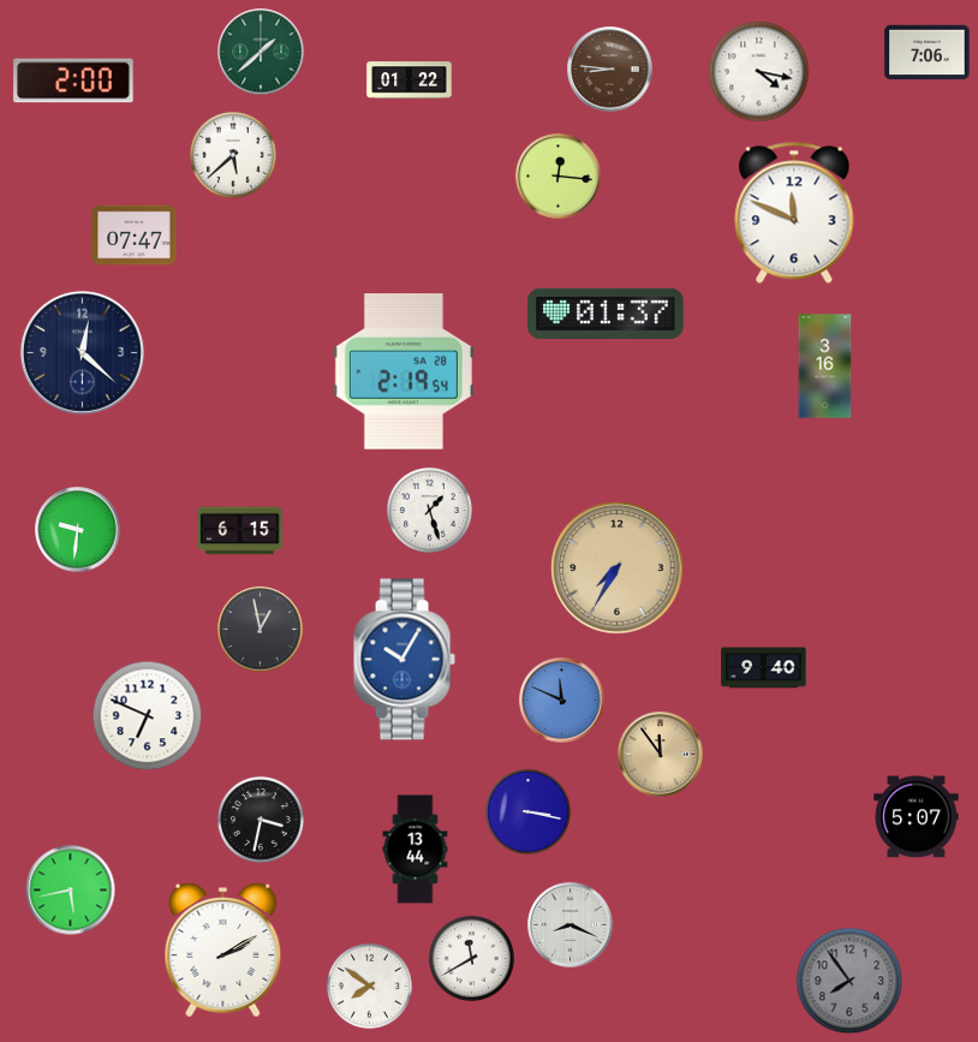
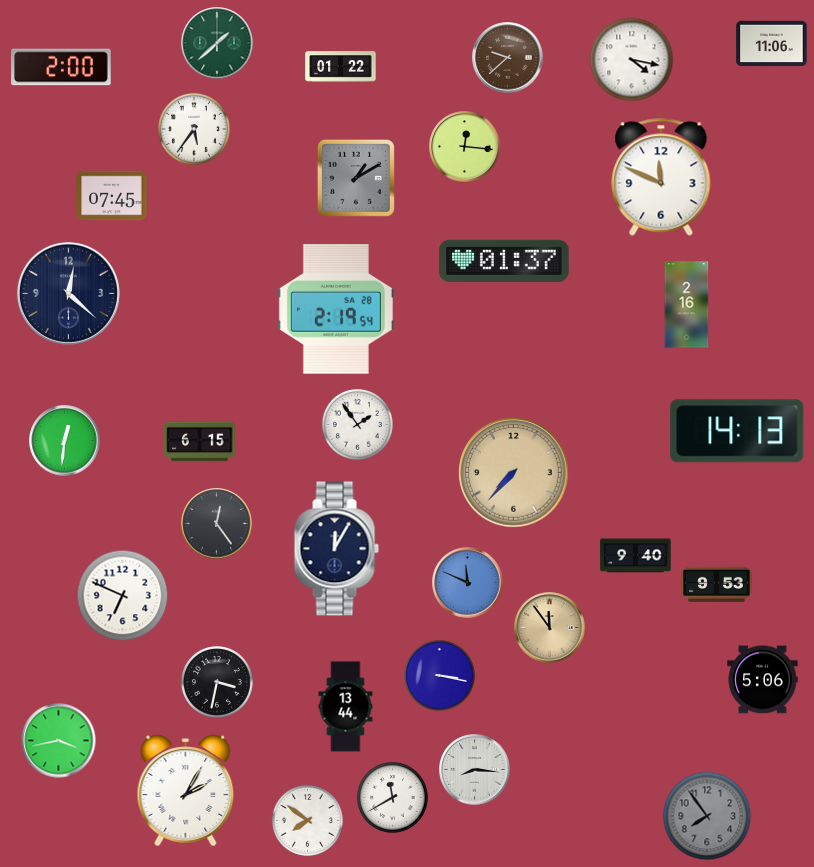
clock at (928, 53): 7:06 -> 11:06
clock at (610, 70): 8:46 -> 9:38
clock at (233, 155): 5:38 -> 5:36
clock at (356, 178): none -> 1:10
clock at (135, 236): 07:47 -> 07:45
clock at (825, 367): 3:16 -> 2:16
clock at (429, 510): 1:27 -> 1:54
clock at (737, 431): none -> 14:13
clock at (78, 530): 9:31 -> 12:31
clock at (618, 568): 7:35 -> 7:37
clock at (261, 630): 12:58 -> 12:24
clock at (404, 660): 10:05 -> 12:05
clock at (404, 660) dial: blue -> navy
clock at (717, 584): none -> 9:53
clock at (917, 817): 5:07 -> 5:06
clock at (71, 891): 5:43 -> 3:43
clock at (571, 925): 8:19 -> 8:16
clock at (223, 951): 2:10 -> 2:05
